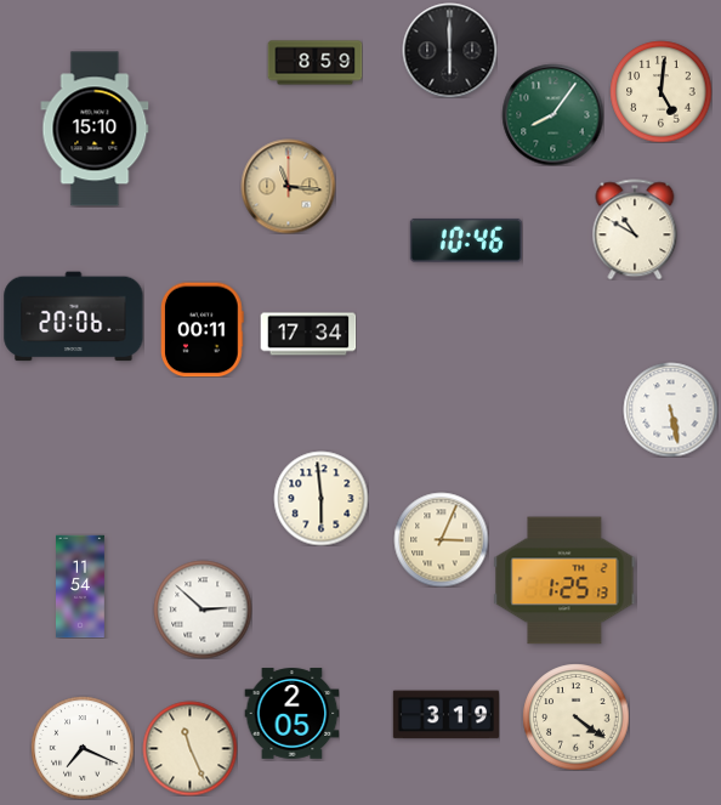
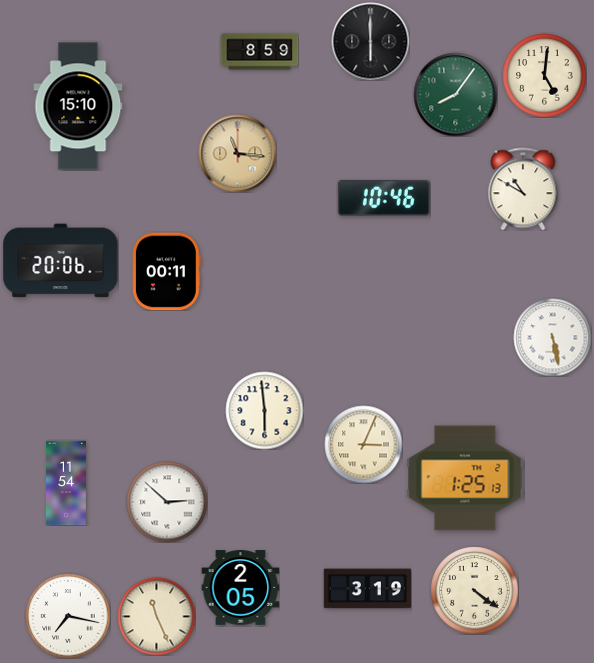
clock at (308, 334): 17:34 -> none
clock at (83, 748): 7:19 -> 7:17
